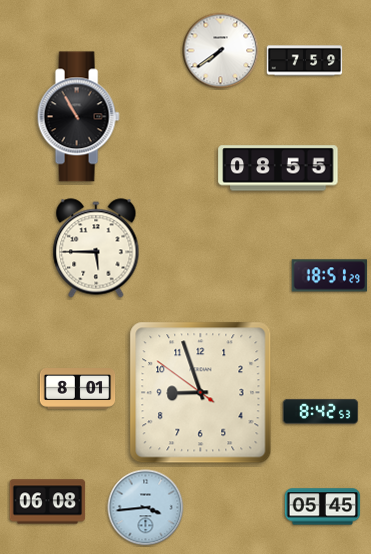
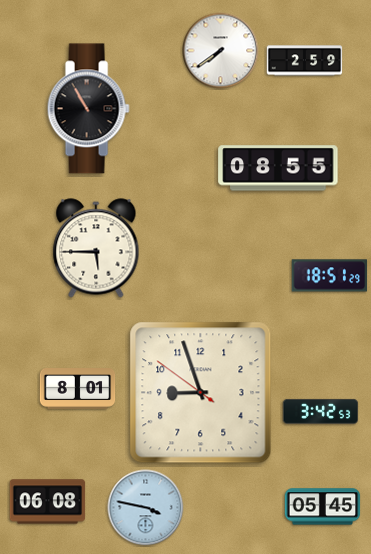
clock at (305, 61): 7:59 -> 2:59
clock at (78, 117) position: (78, 117) -> (88, 109)
clock at (321, 411): 8:42 -> 3:42
clock at (146, 508): 3:44 -> 3:47
